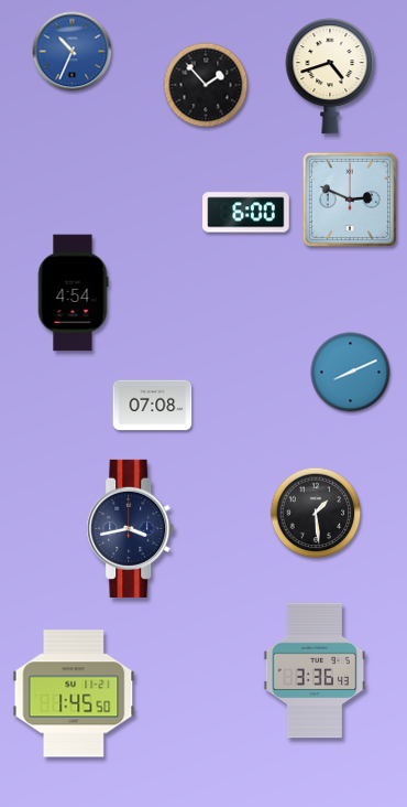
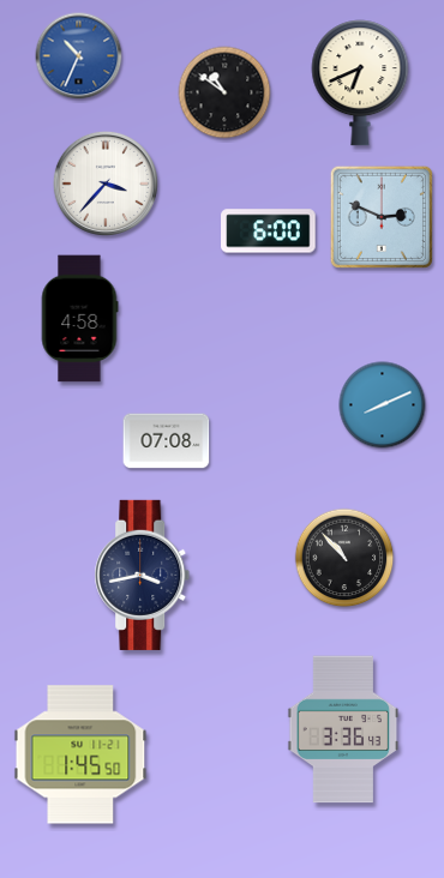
clock at (330, 76): 4:42 -> 6:41
clock at (206, 85): 1:53 -> 10:51
clock at (106, 184): none -> 3:37
clock at (73, 293): 4:54 -> 4:58
clock at (316, 513): 1:29 -> 10:53
